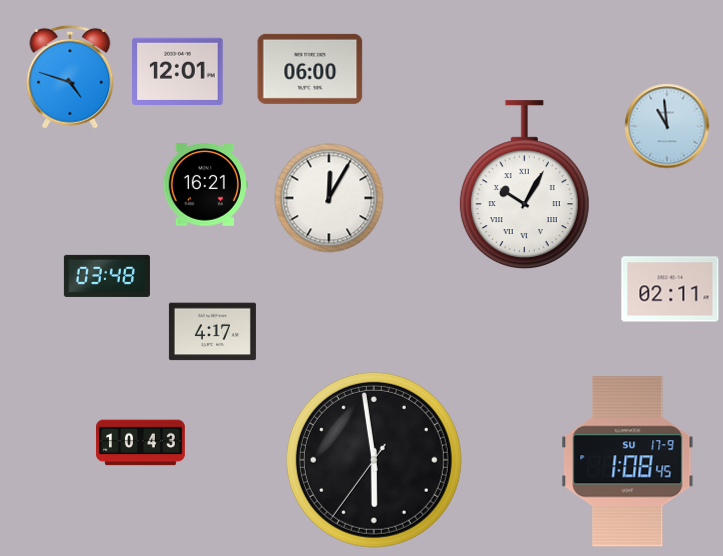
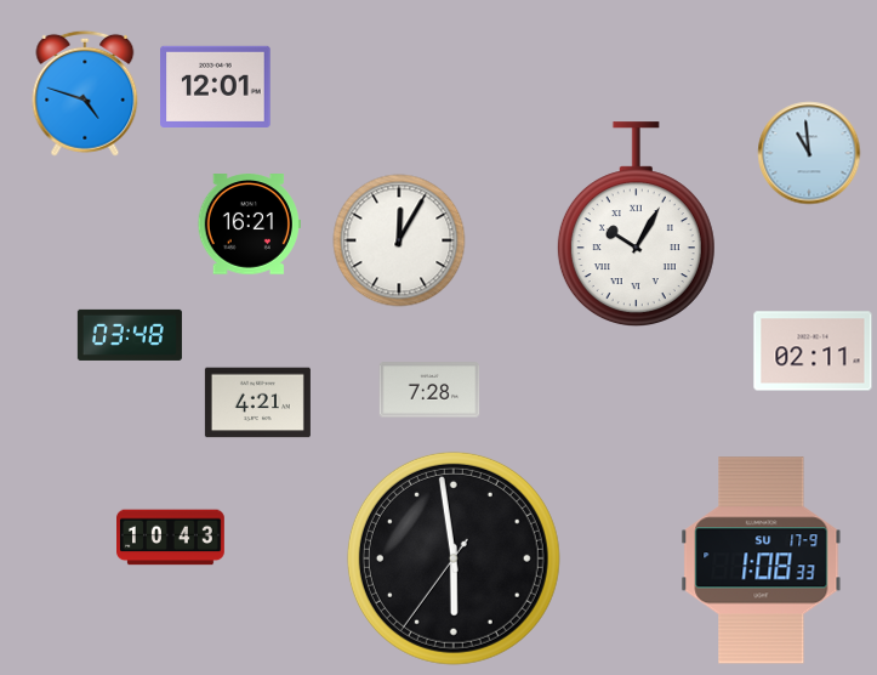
clock at (310, 69): 06:00 -> none
clock at (429, 390): none -> 7:28
clock at (212, 332): 4:17 -> 4:21
clock at (628, 462): 1:08:45 -> 1:08:33
